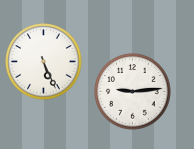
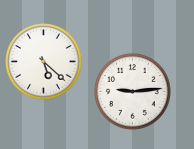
clock at (44, 62): 5:26 -> 5:22
